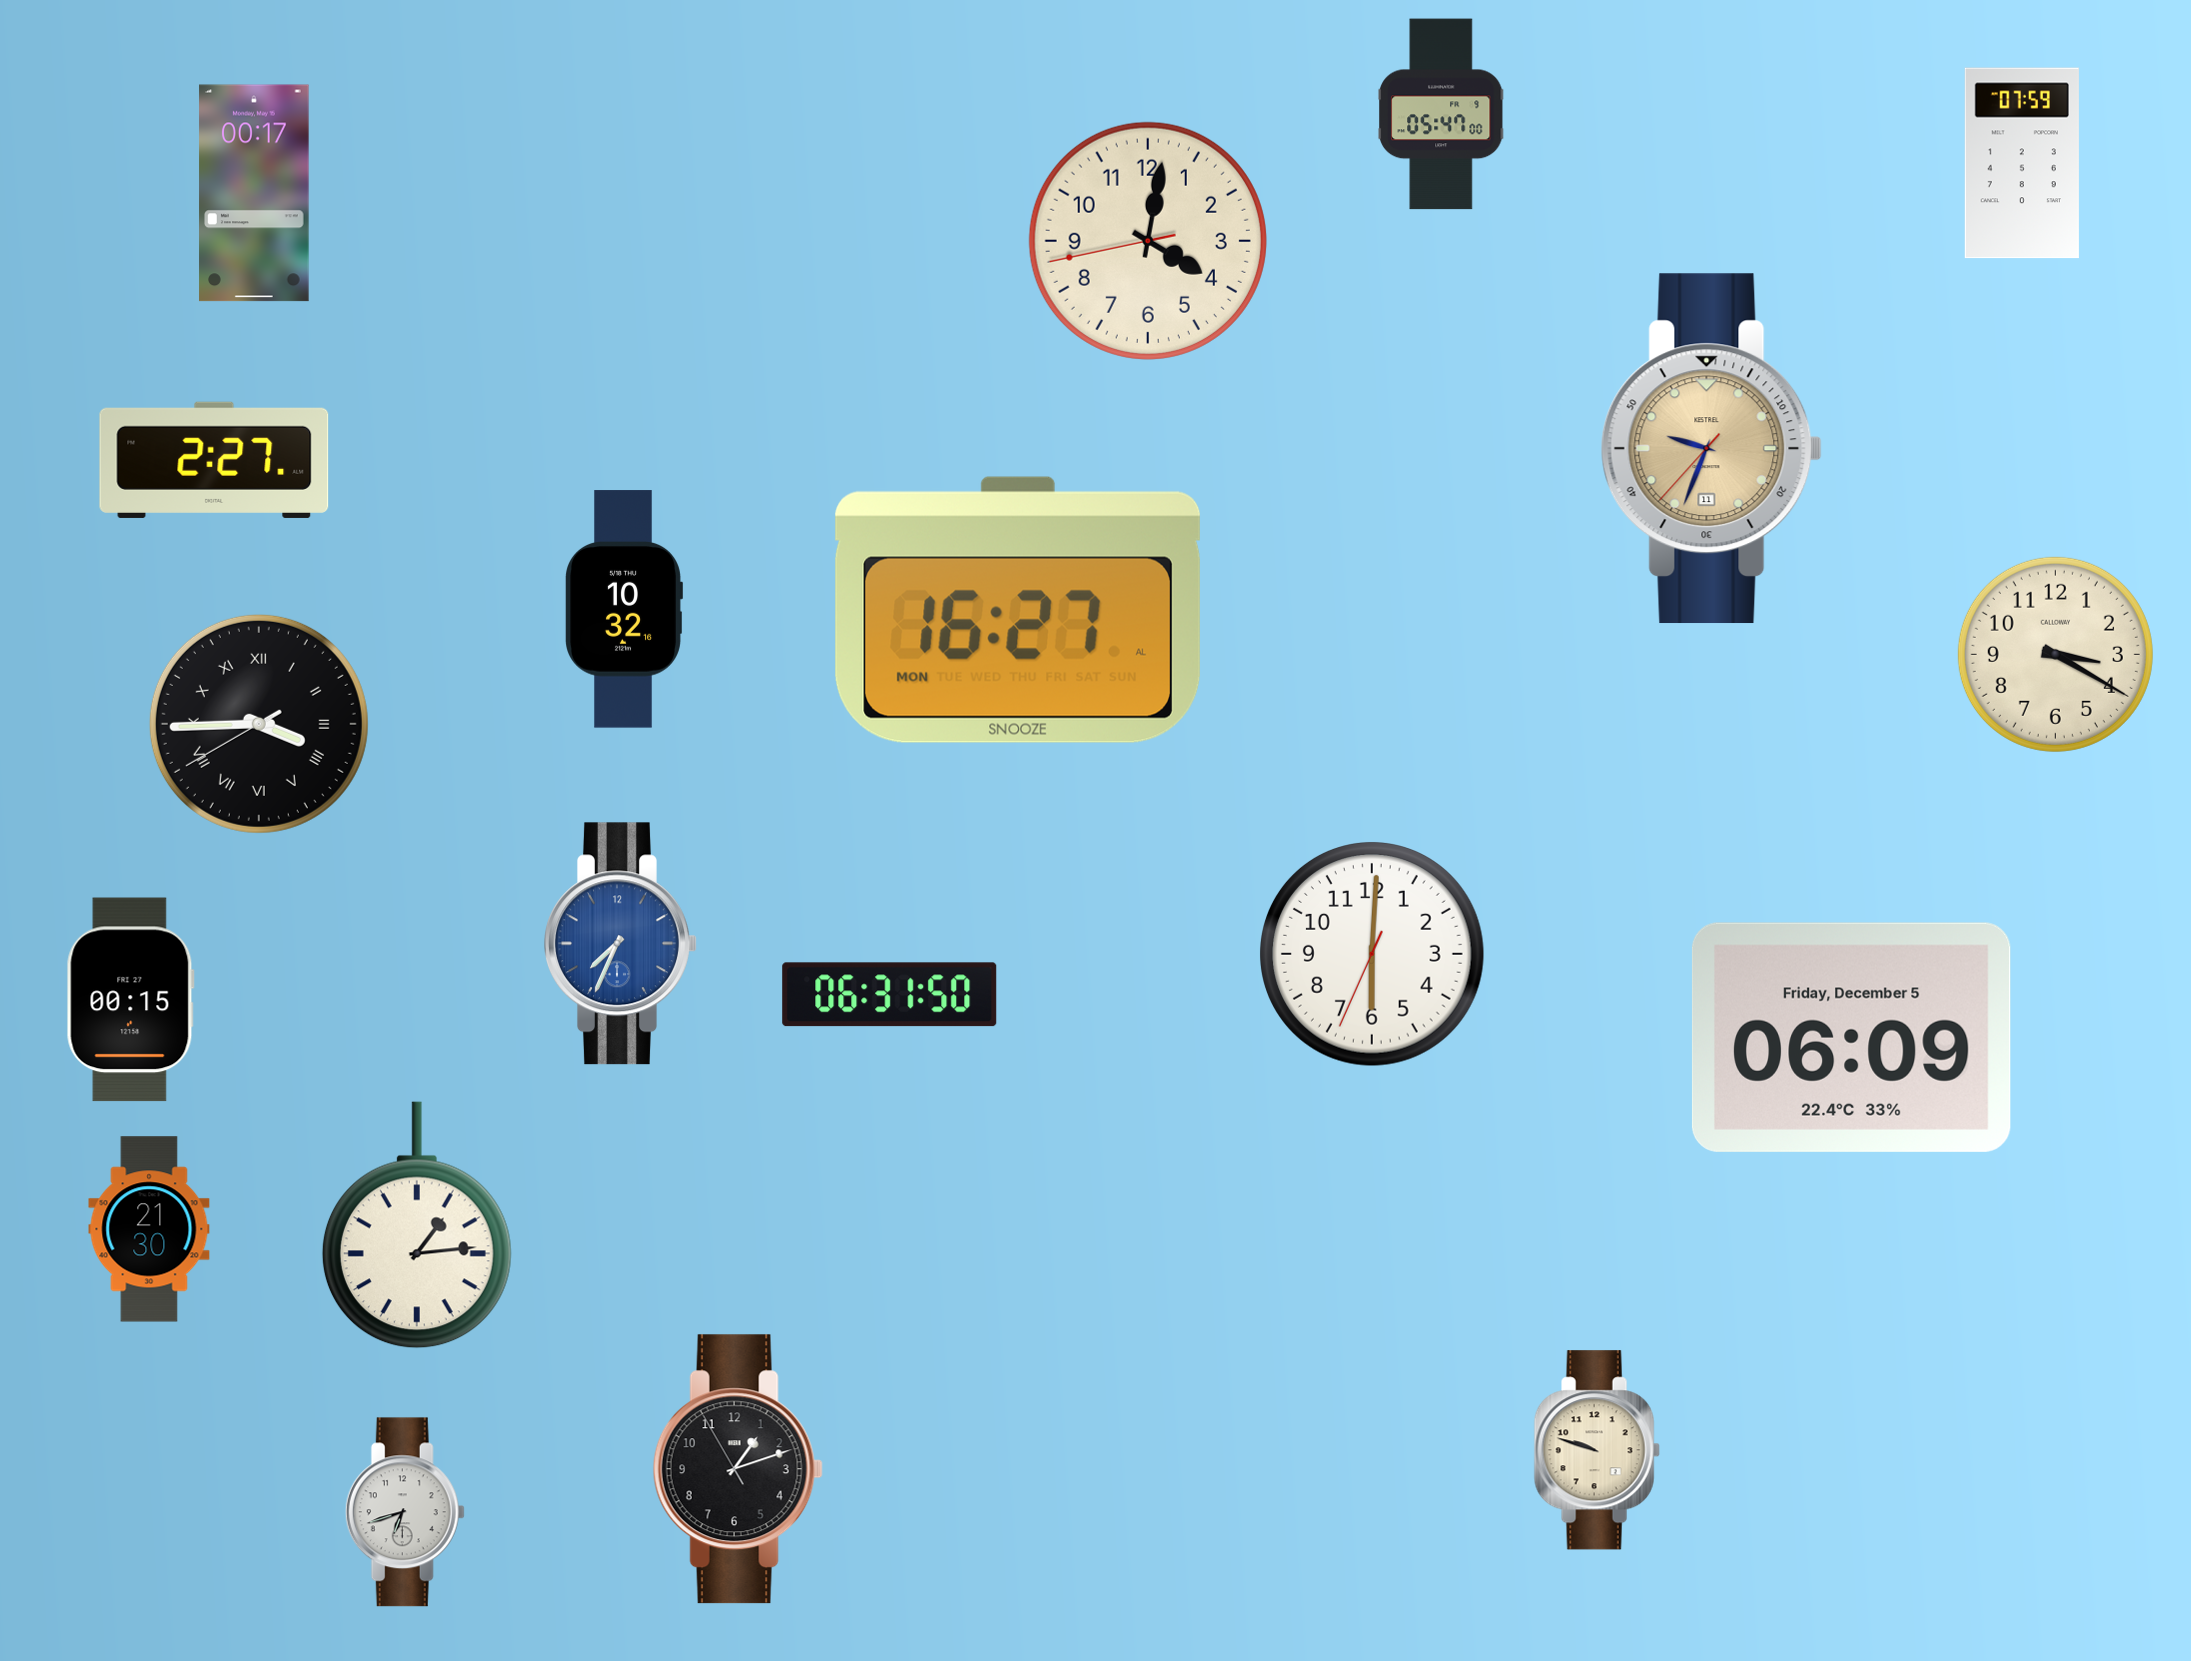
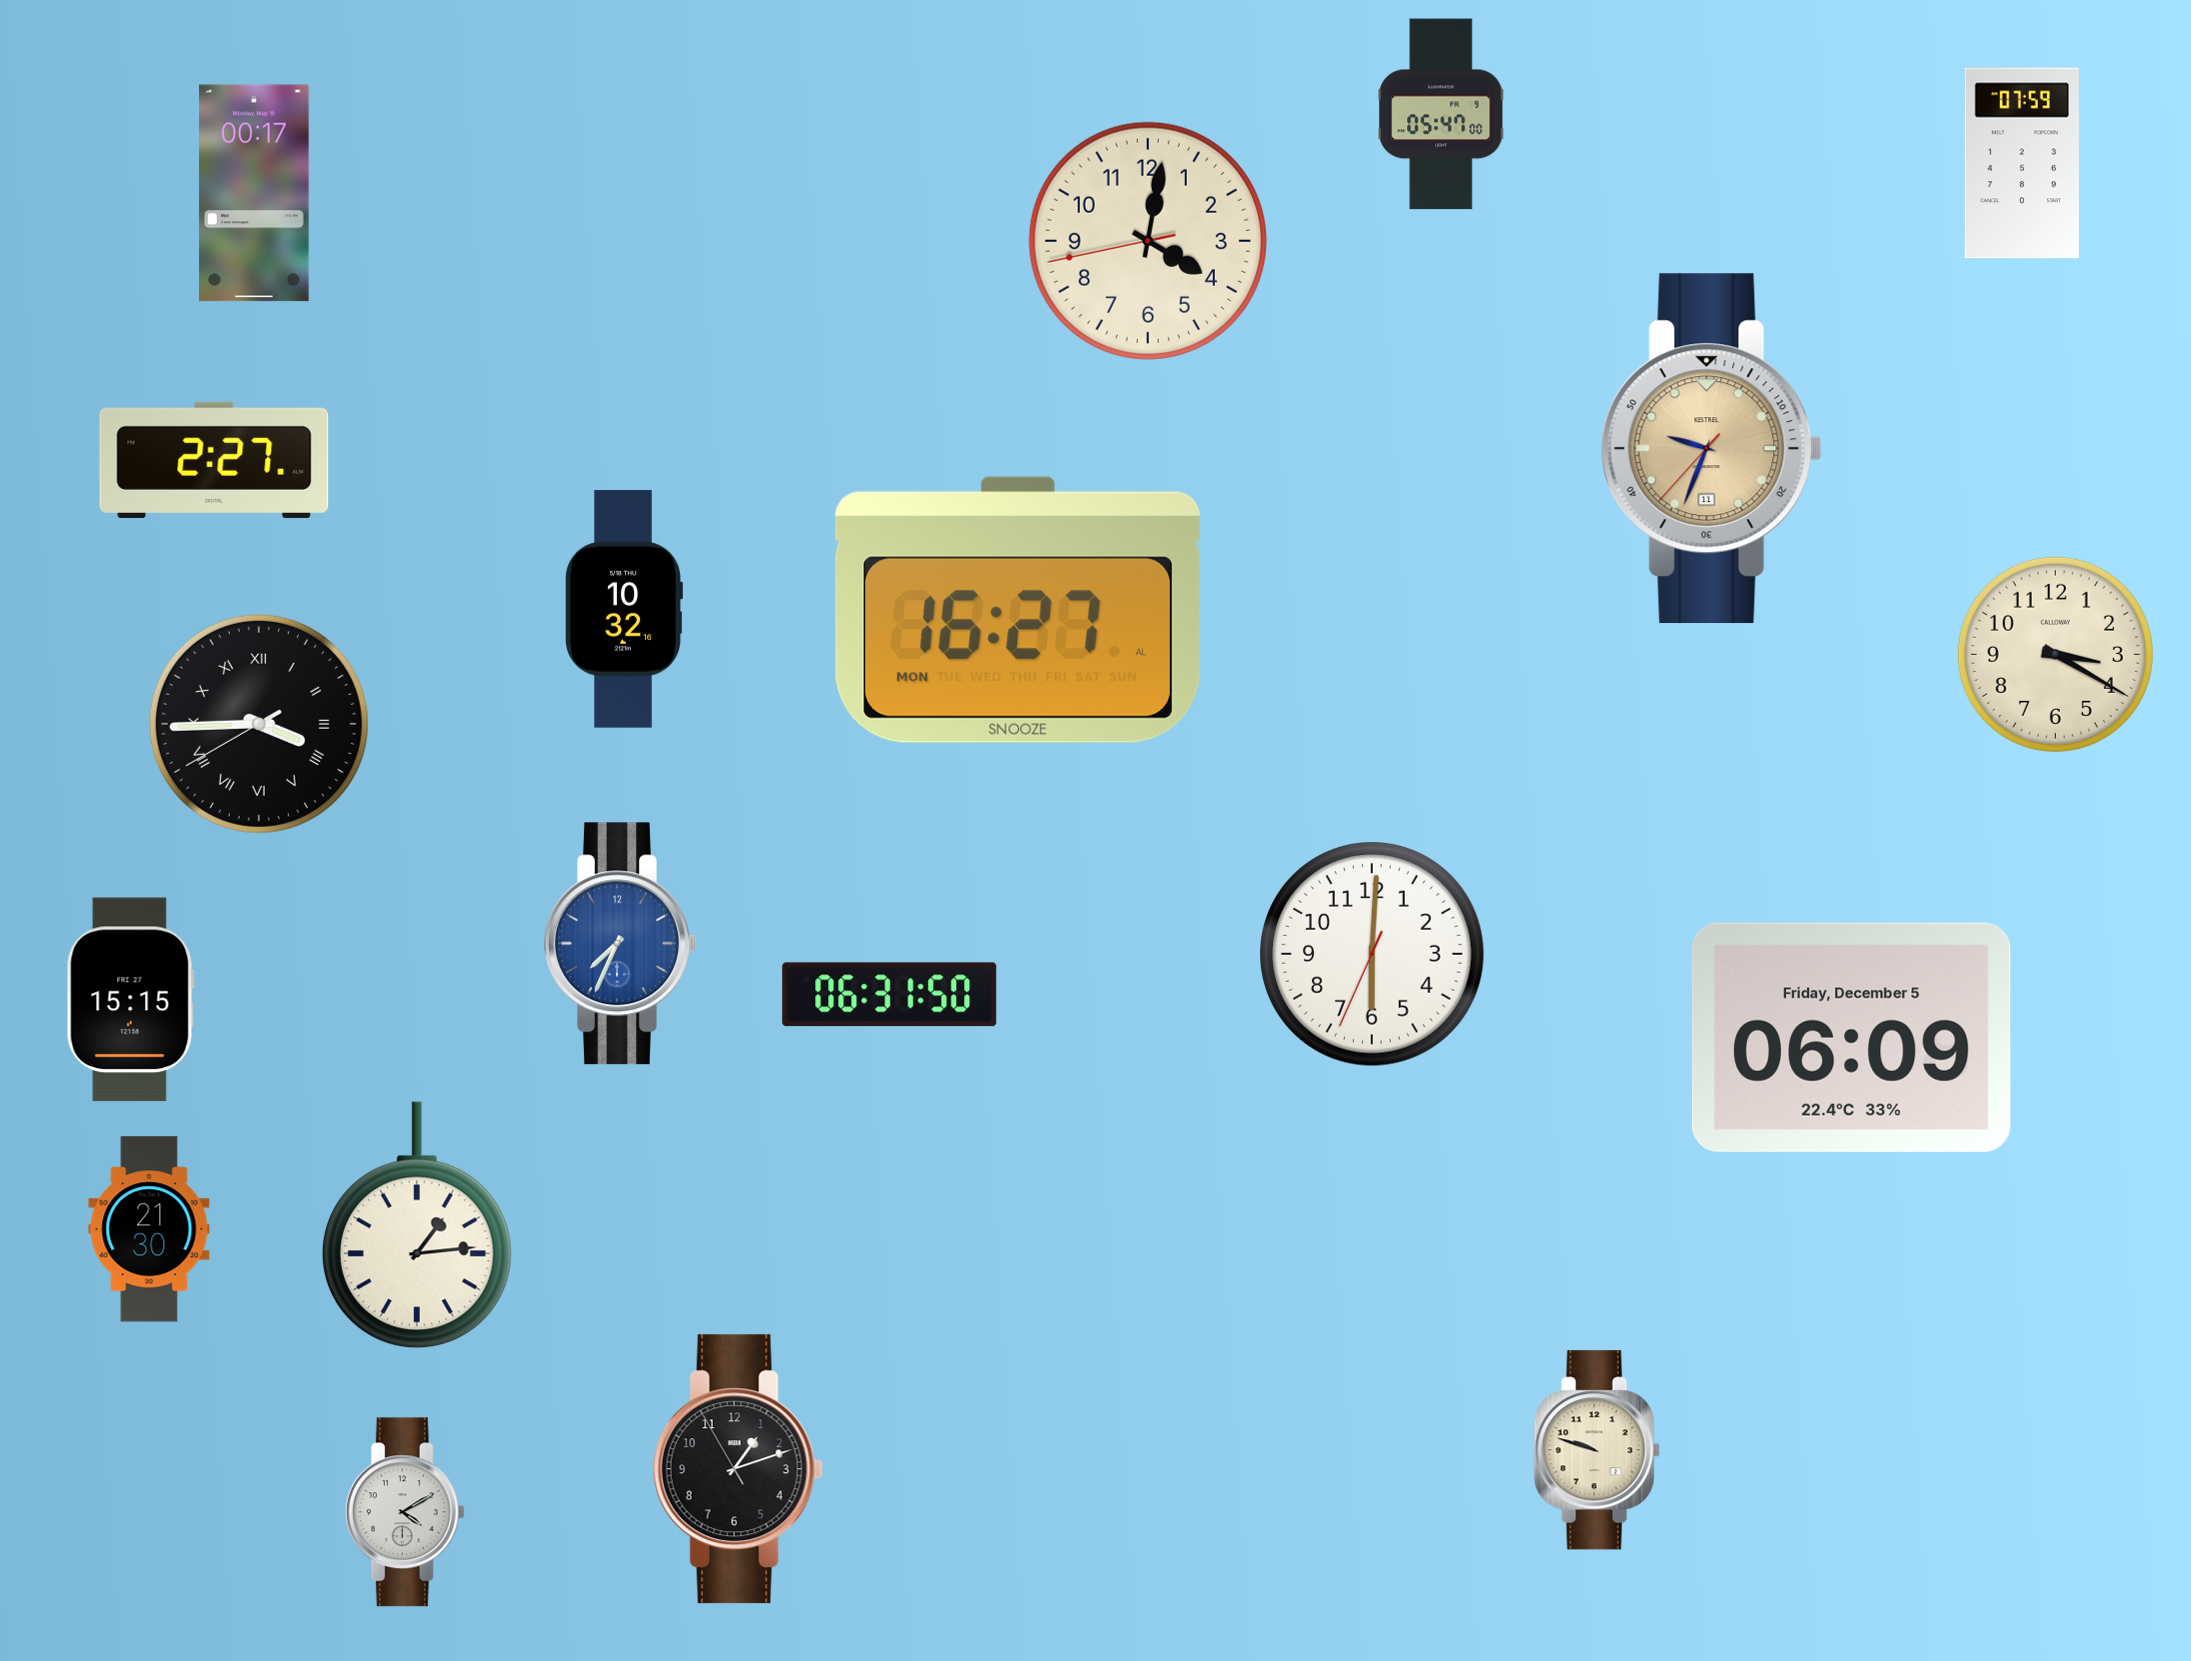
clock at (130, 1000): 00:15 -> 15:15
clock at (405, 1512): 6:42 -> 4:10
